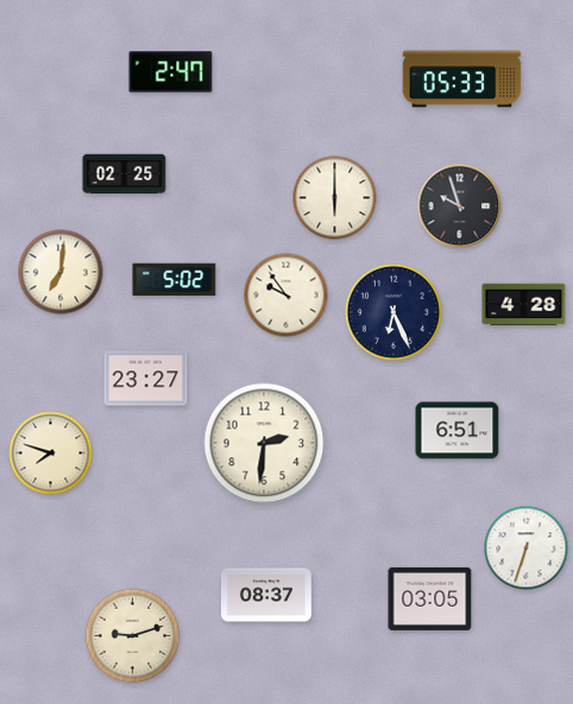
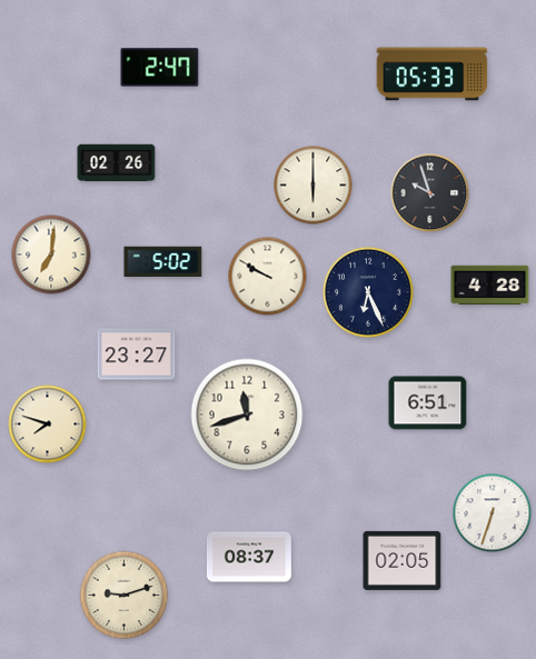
clock at (125, 175): 02:25 -> 02:26
clock at (61, 272) position: (61, 272) -> (51, 254)
clock at (286, 296): 9:54 -> 9:50
clock at (264, 443): 2:31 -> 11:42
clock at (430, 598): 03:05 -> 02:05
